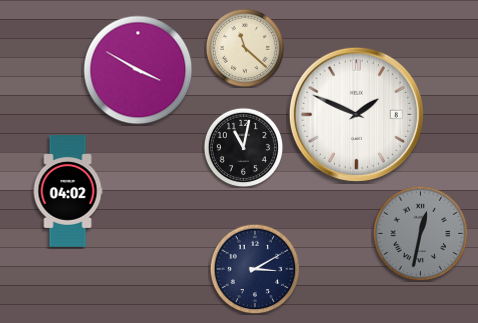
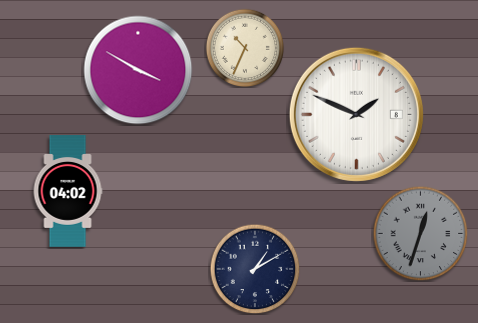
clock at (245, 48): 11:22 -> 10:34
clock at (243, 147): 11:02 -> none
clock at (420, 233): 12:32 -> 12:33
clock at (255, 269): 3:10 -> 1:10
